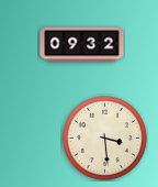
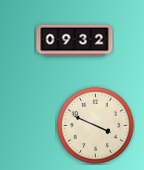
clock at (104, 137): 3:29 -> 3:49
